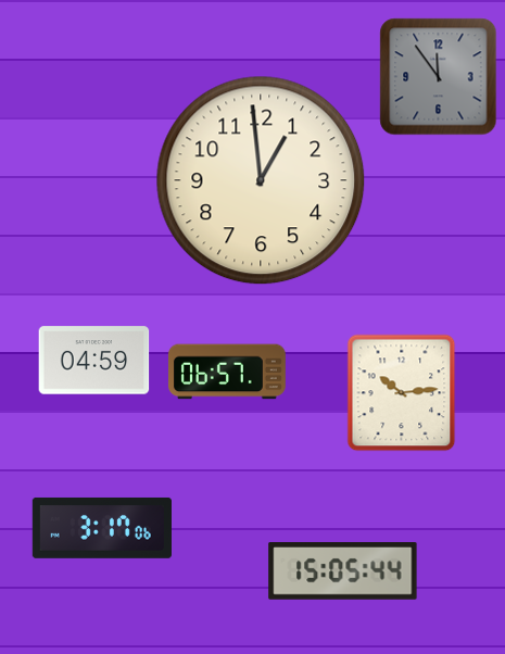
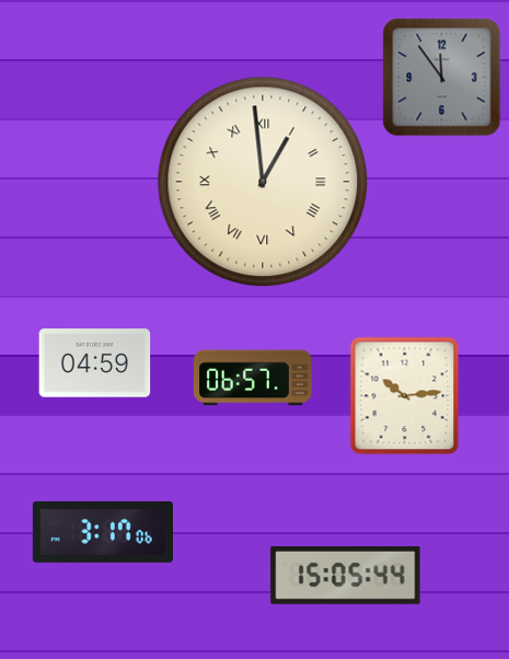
clock at (261, 180) numerals: Arabic -> Roman
clock at (227, 372) position: (227, 372) -> (253, 378)
